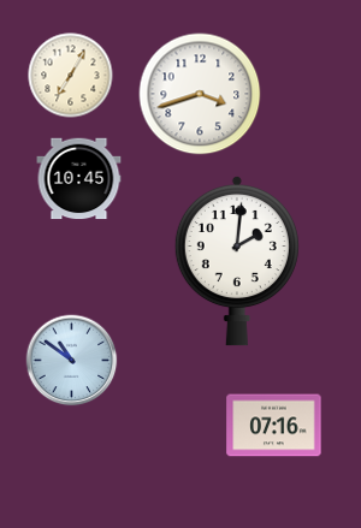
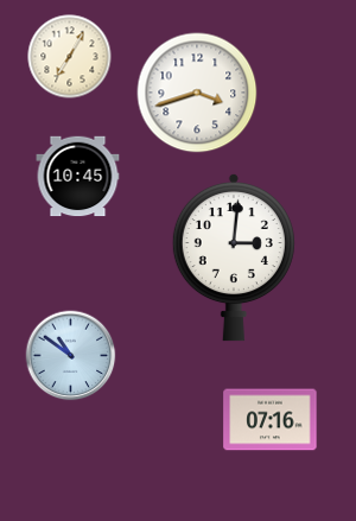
clock at (71, 76) position: (71, 76) -> (70, 57)
clock at (237, 261): 2:01 -> 3:01
